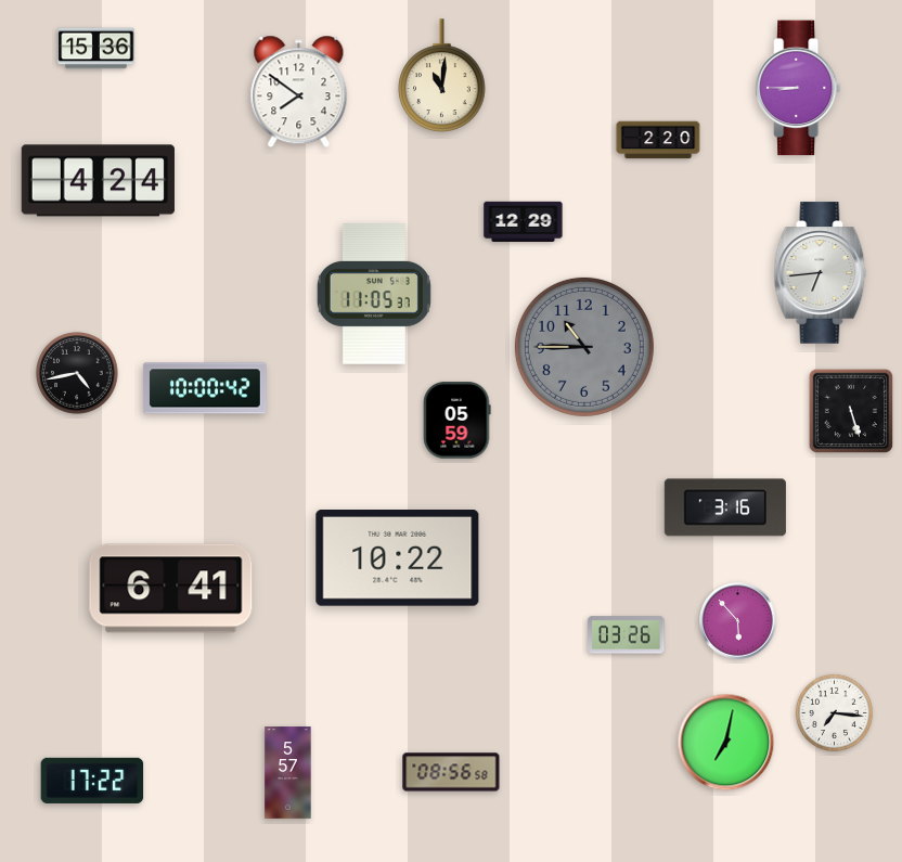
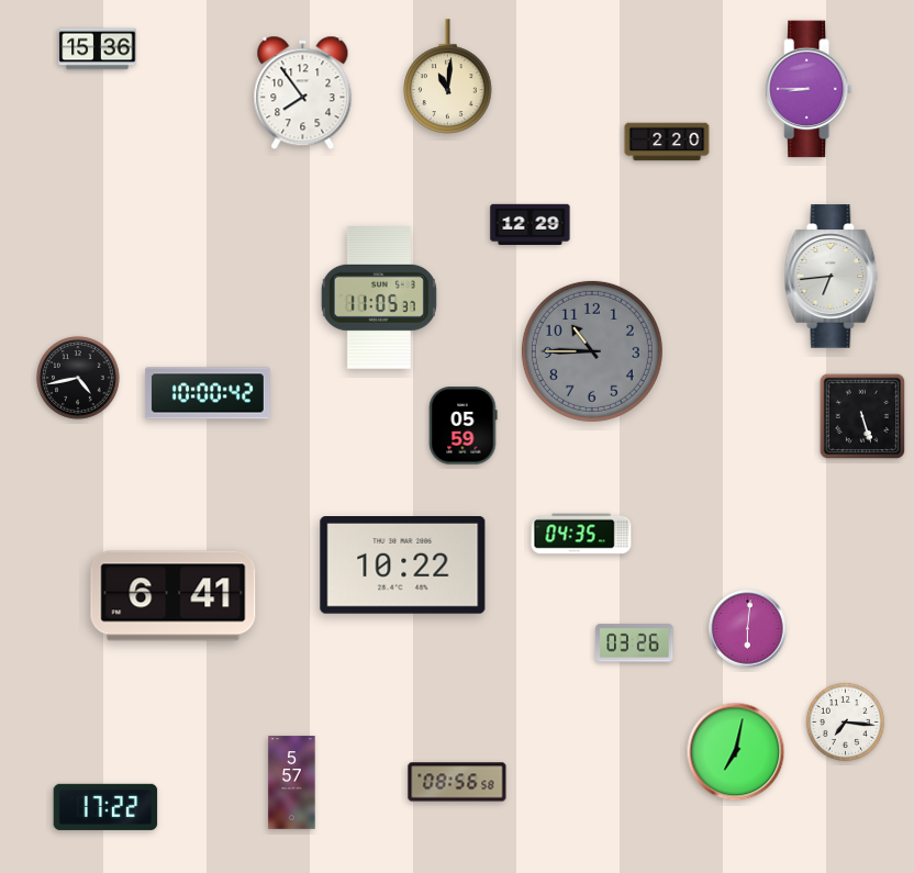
clock at (299, 92): 7:51 -> 7:54
clock at (98, 181): 4:24 -> none
clock at (725, 507): 3:16 -> none
clock at (581, 534): none -> 04:35
clock at (738, 621): 5:53 -> 6:01
clock at (92, 781) position: (92, 781) -> (105, 807)
